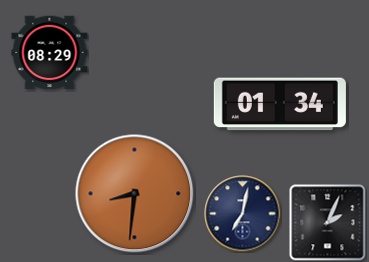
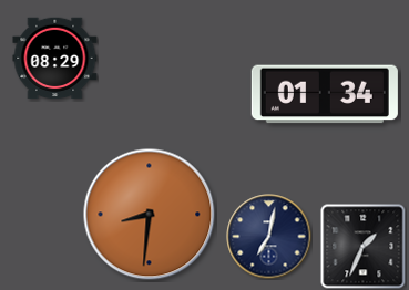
clock at (280, 104) position: (280, 104) -> (325, 94)
clock at (328, 223): 2:04 -> 1:34
